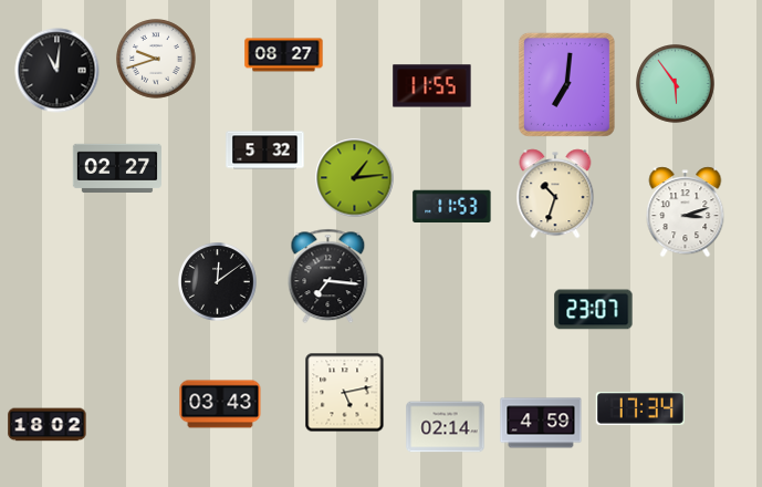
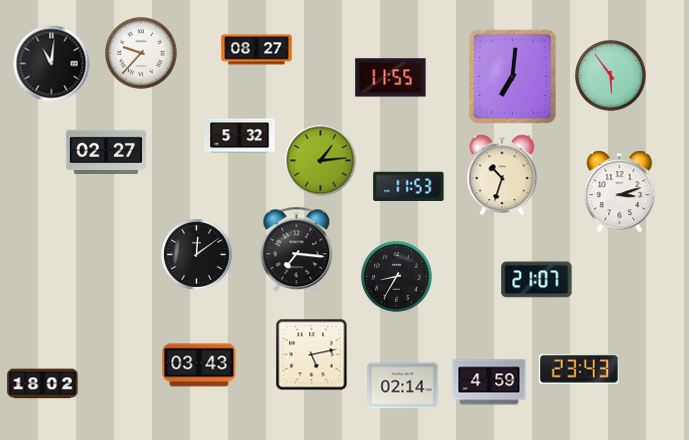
clock at (156, 59): 9:42 -> 9:37
clock at (397, 277): none -> 8:35
clock at (594, 310): 23:07 -> 21:07
clock at (640, 408): 17:34 -> 23:43
